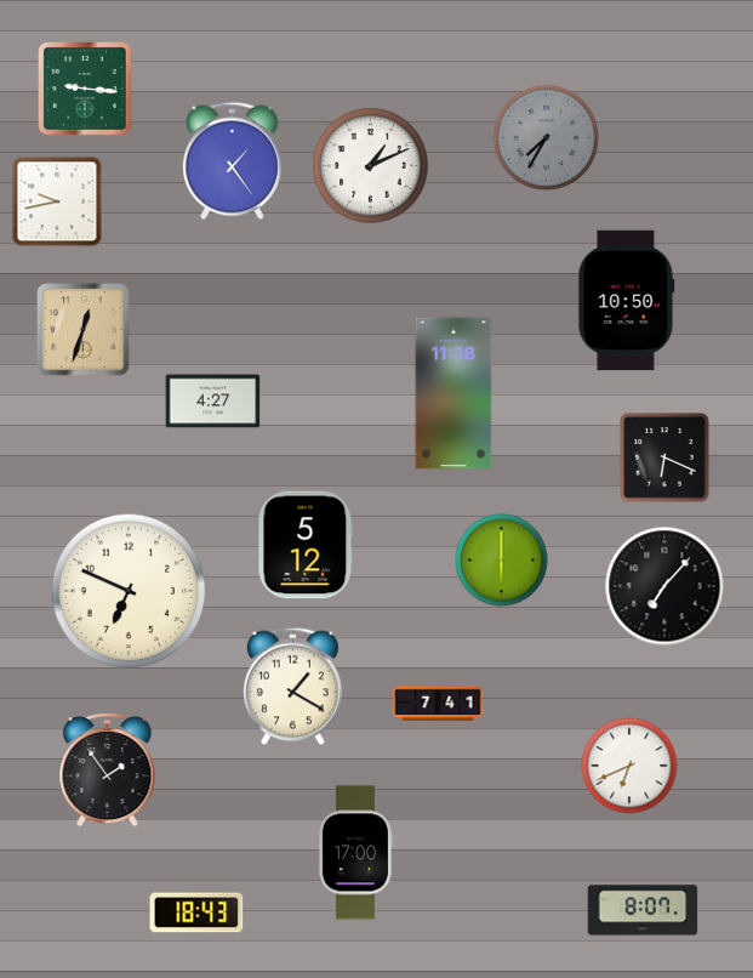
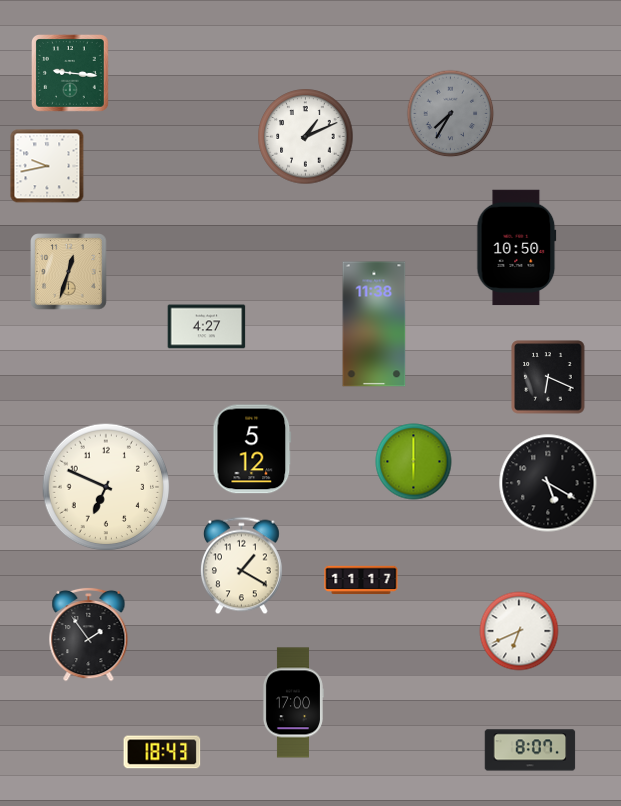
clock at (232, 161): 1:24 -> none
clock at (213, 402) position: (213, 402) -> (207, 327)
clock at (664, 586): 7:07 -> 5:20
clock at (438, 704): 7:41 -> 11:17
